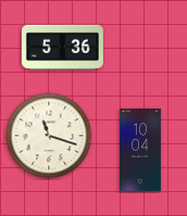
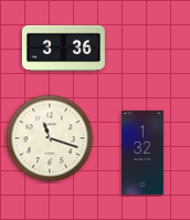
clock at (62, 48): 5:36 -> 3:36
clock at (141, 151): 10:04 -> 1:32
